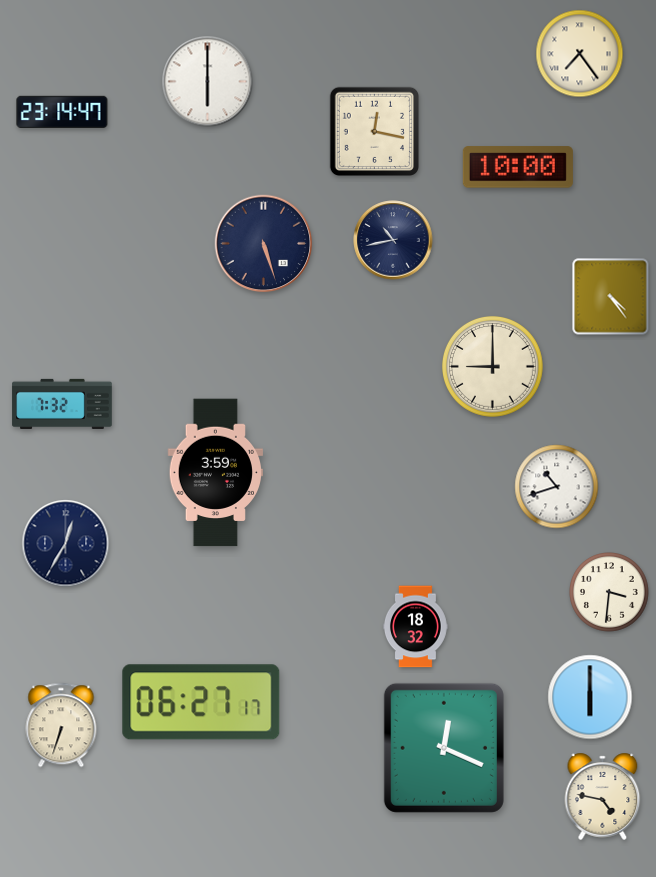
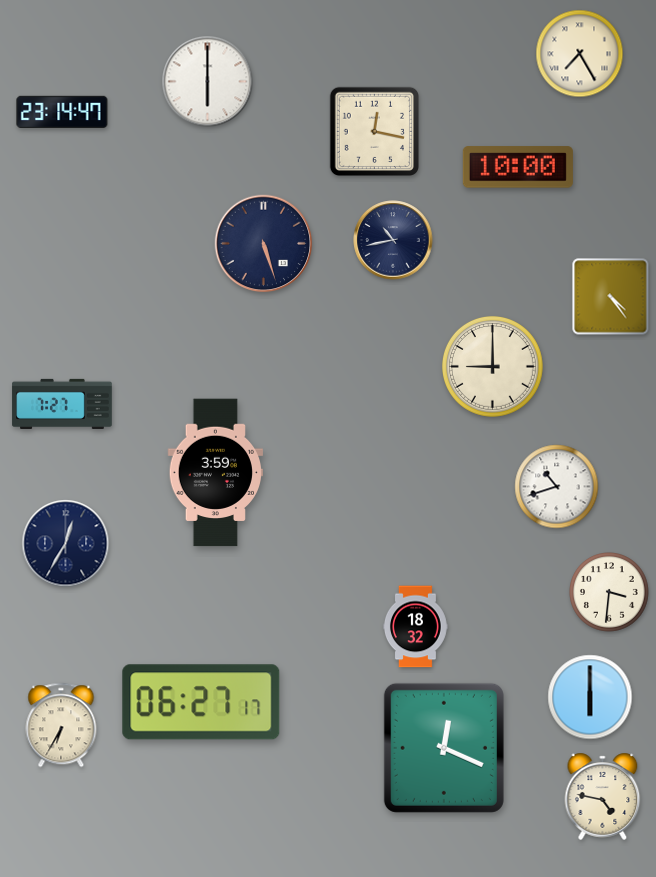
clock at (580, 54): 7:24 -> 7:25
clock at (62, 404): 7:32 -> 7:27
clock at (61, 725): 6:33 -> 6:35
